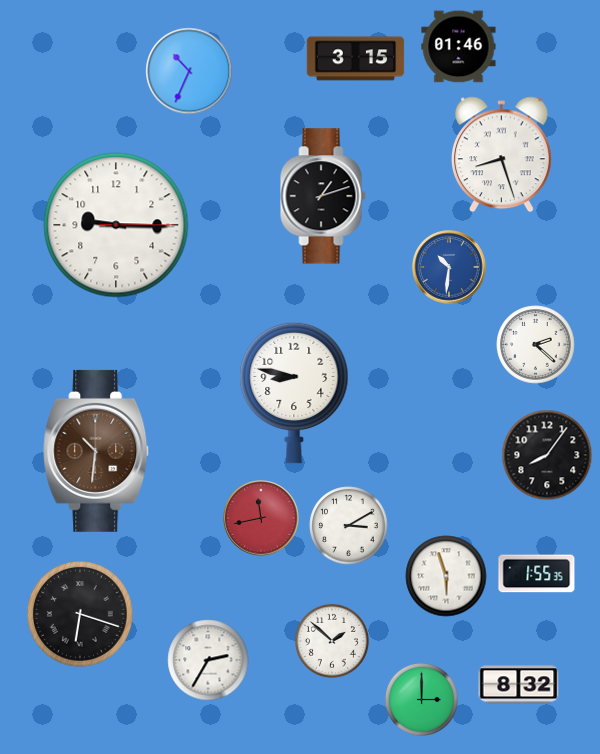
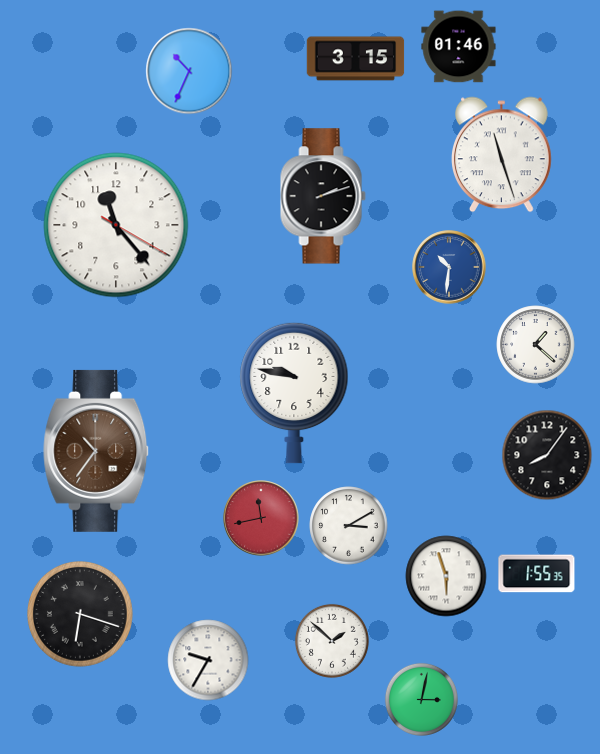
clock at (502, 155): 8:27 -> 11:27
clock at (323, 196): 1:12 -> 2:12
clock at (116, 225): 9:15 -> 11:23
clock at (536, 345): 2:22 -> 1:22
clock at (294, 393): 8:47 -> 9:47
clock at (97, 451): 10:31 -> 10:36
clock at (208, 660): 2:35 -> 9:35
clock at (519, 685): 8:32 -> none
clock at (421, 699): 3:00 -> 3:02
